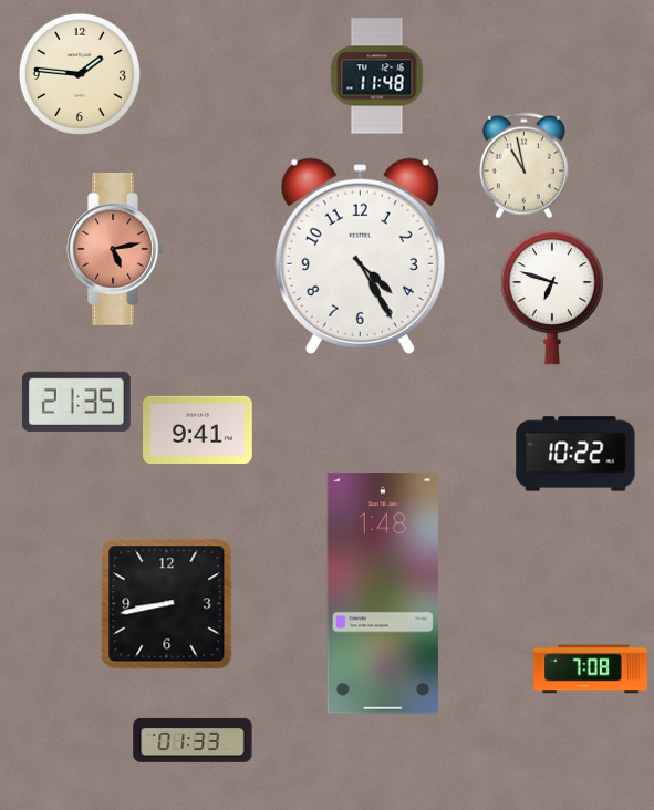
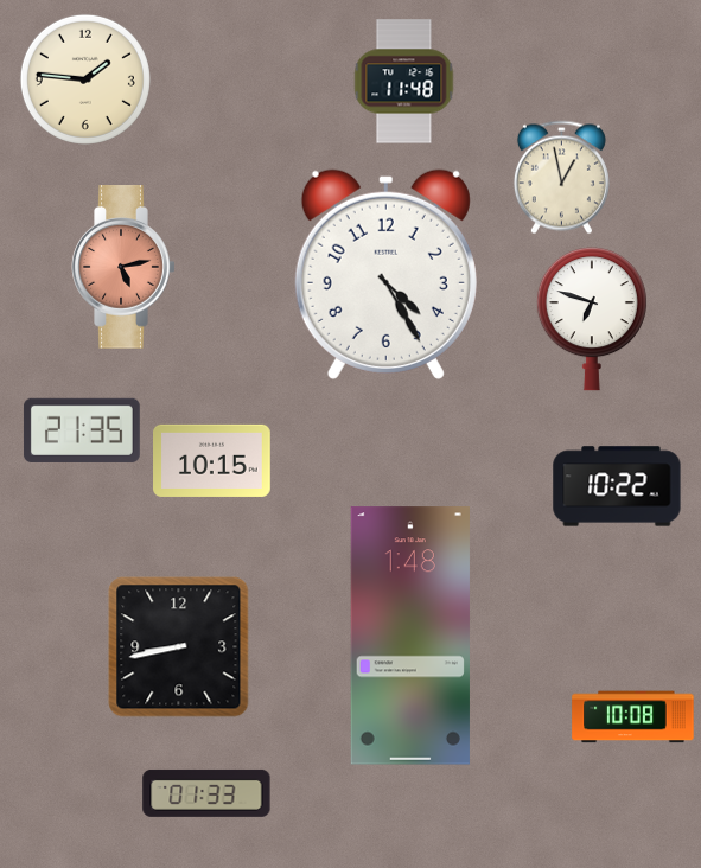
clock at (523, 166): 10:58 -> 12:58
clock at (198, 429): 9:41 -> 10:15
clock at (591, 669): 7:08 -> 10:08
